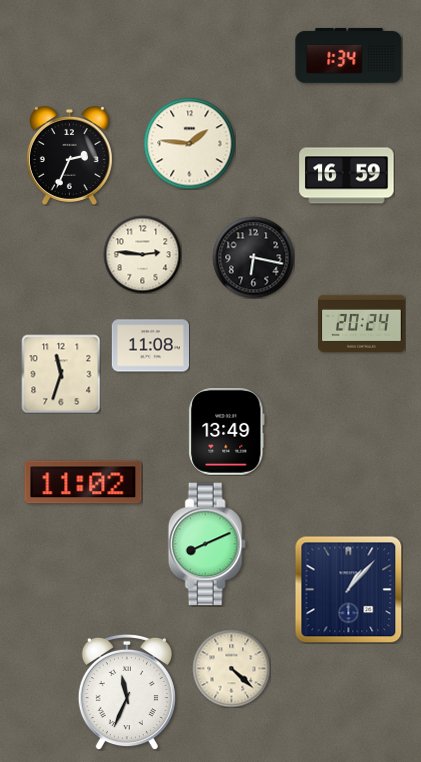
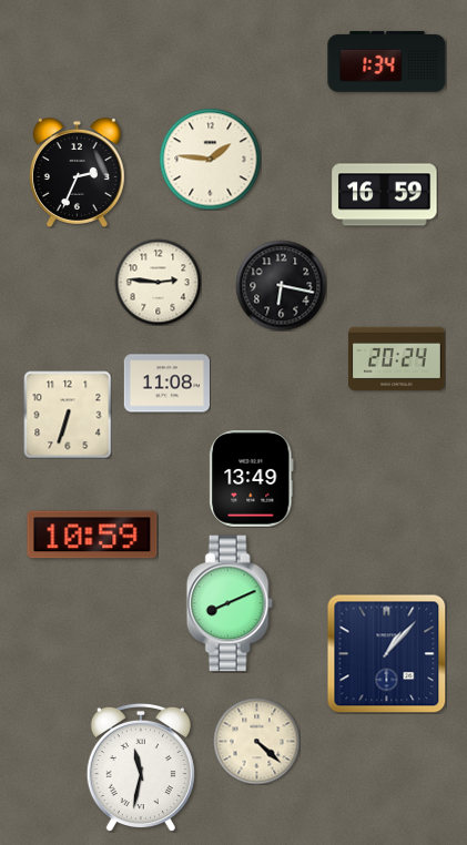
clock at (362, 323) position: (362, 323) -> (397, 358)
clock at (61, 374): 11:33 -> 6:33
clock at (83, 482): 11:02 -> 10:59
clock at (127, 692): 11:34 -> 11:32
